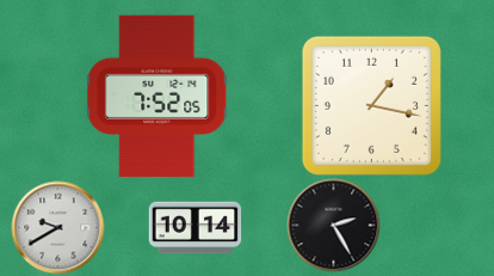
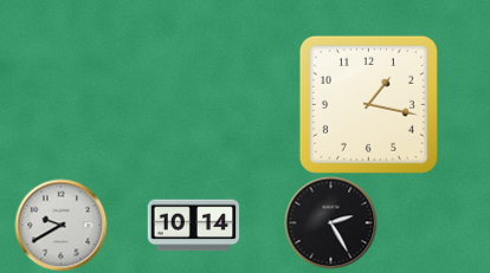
clock at (158, 97): 7:52 -> none
clock at (57, 227) position: (57, 227) -> (60, 225)
